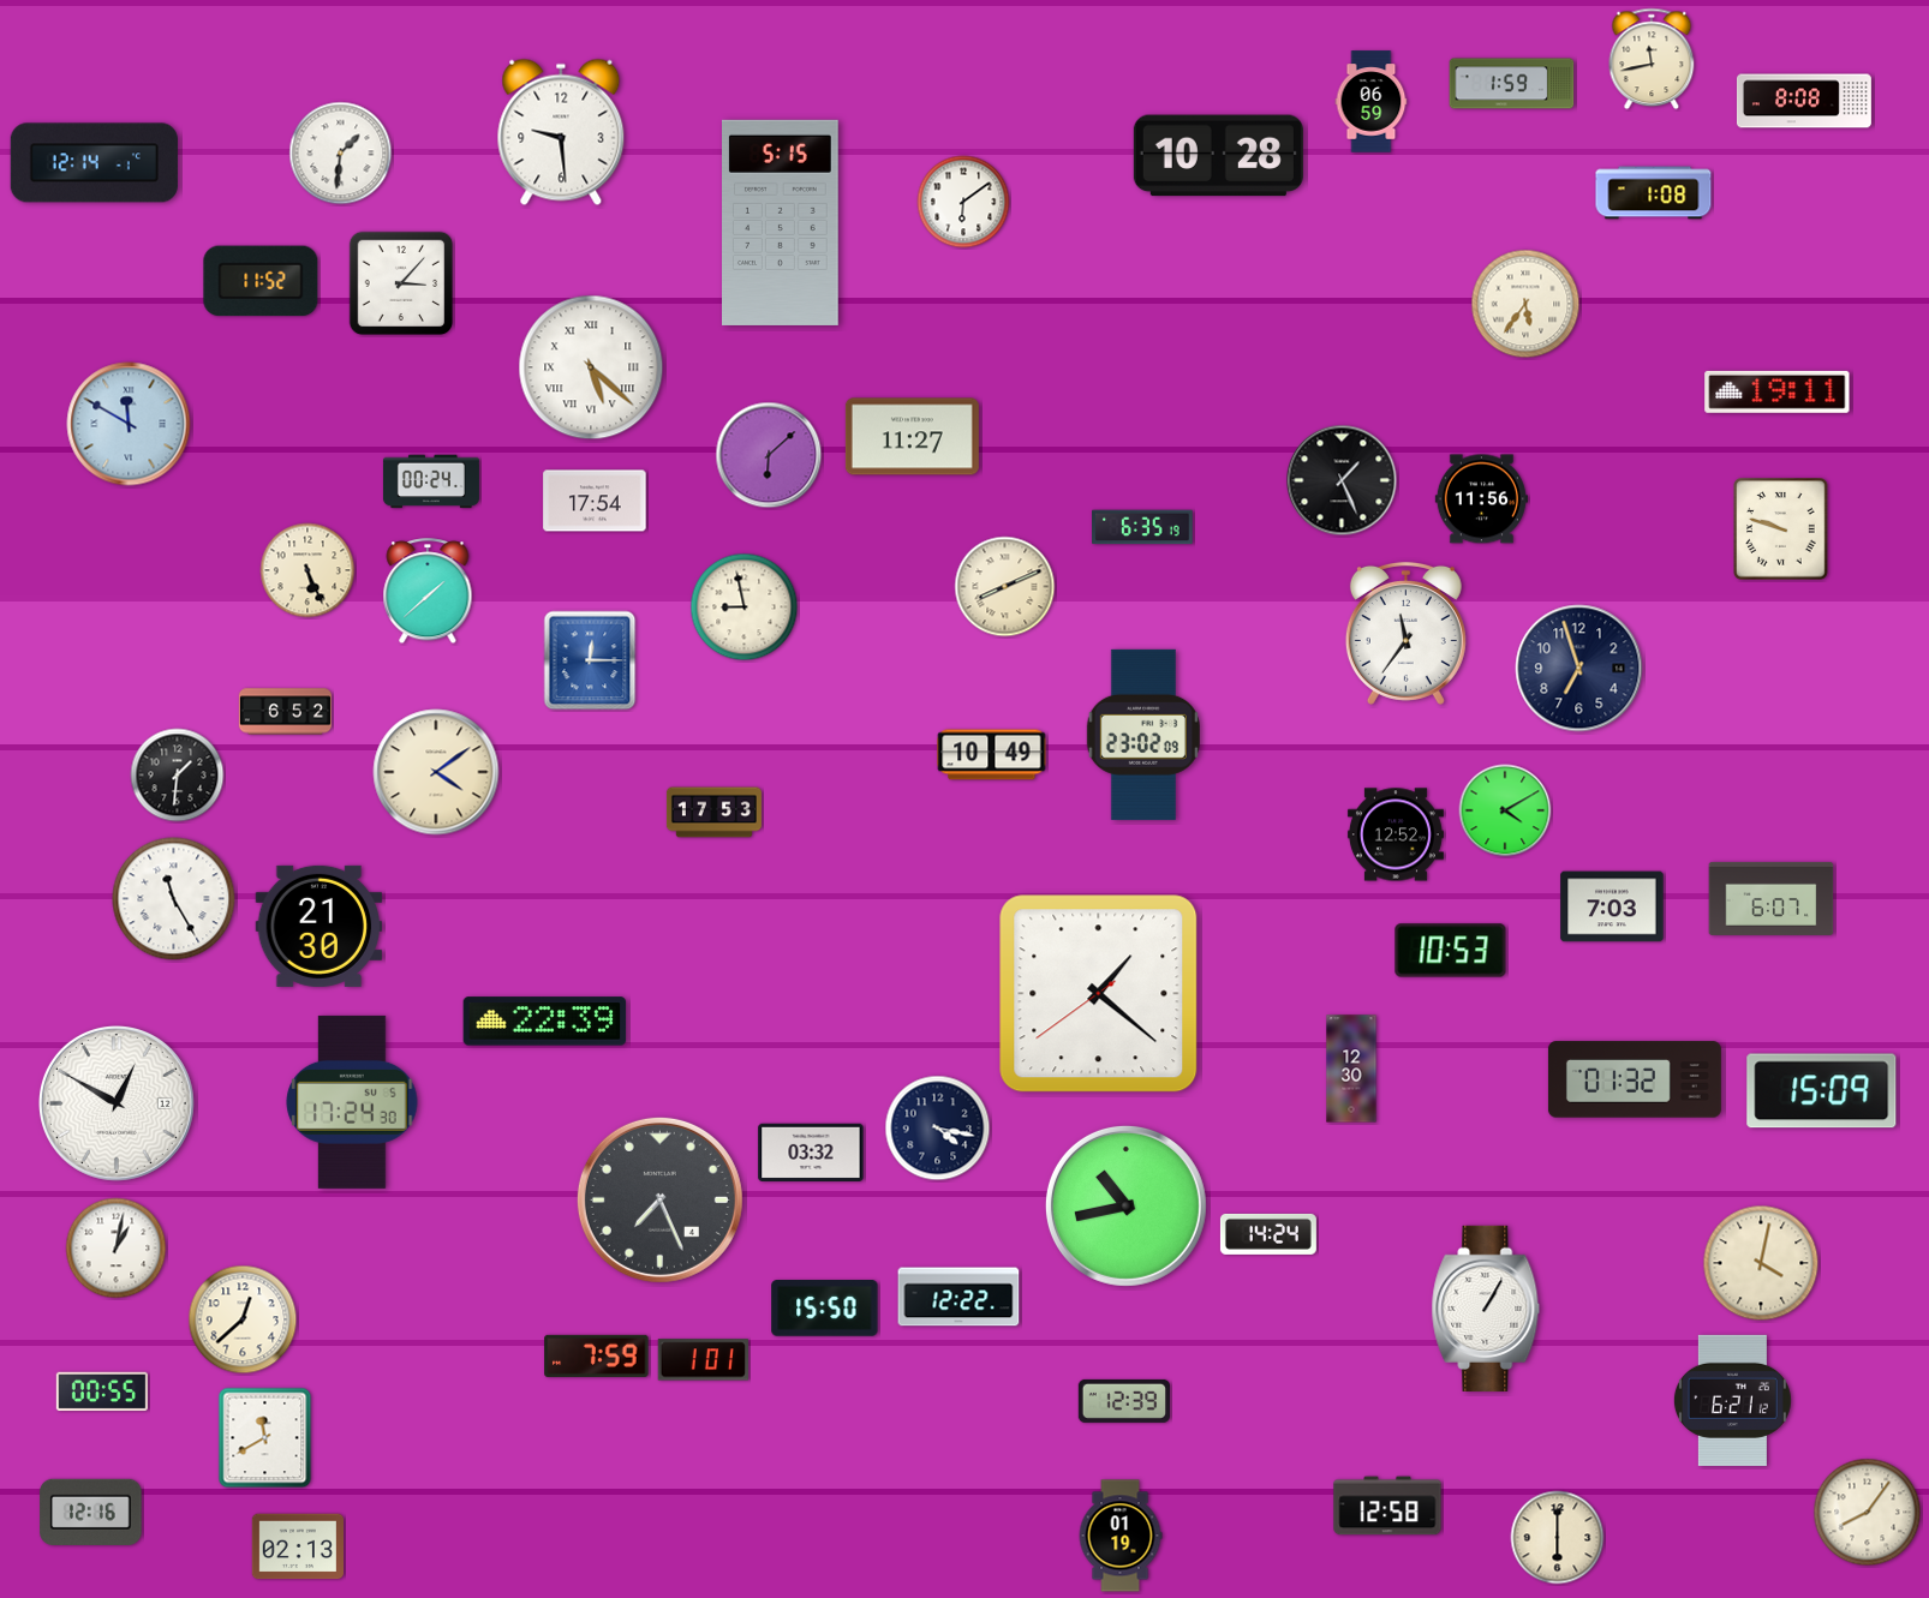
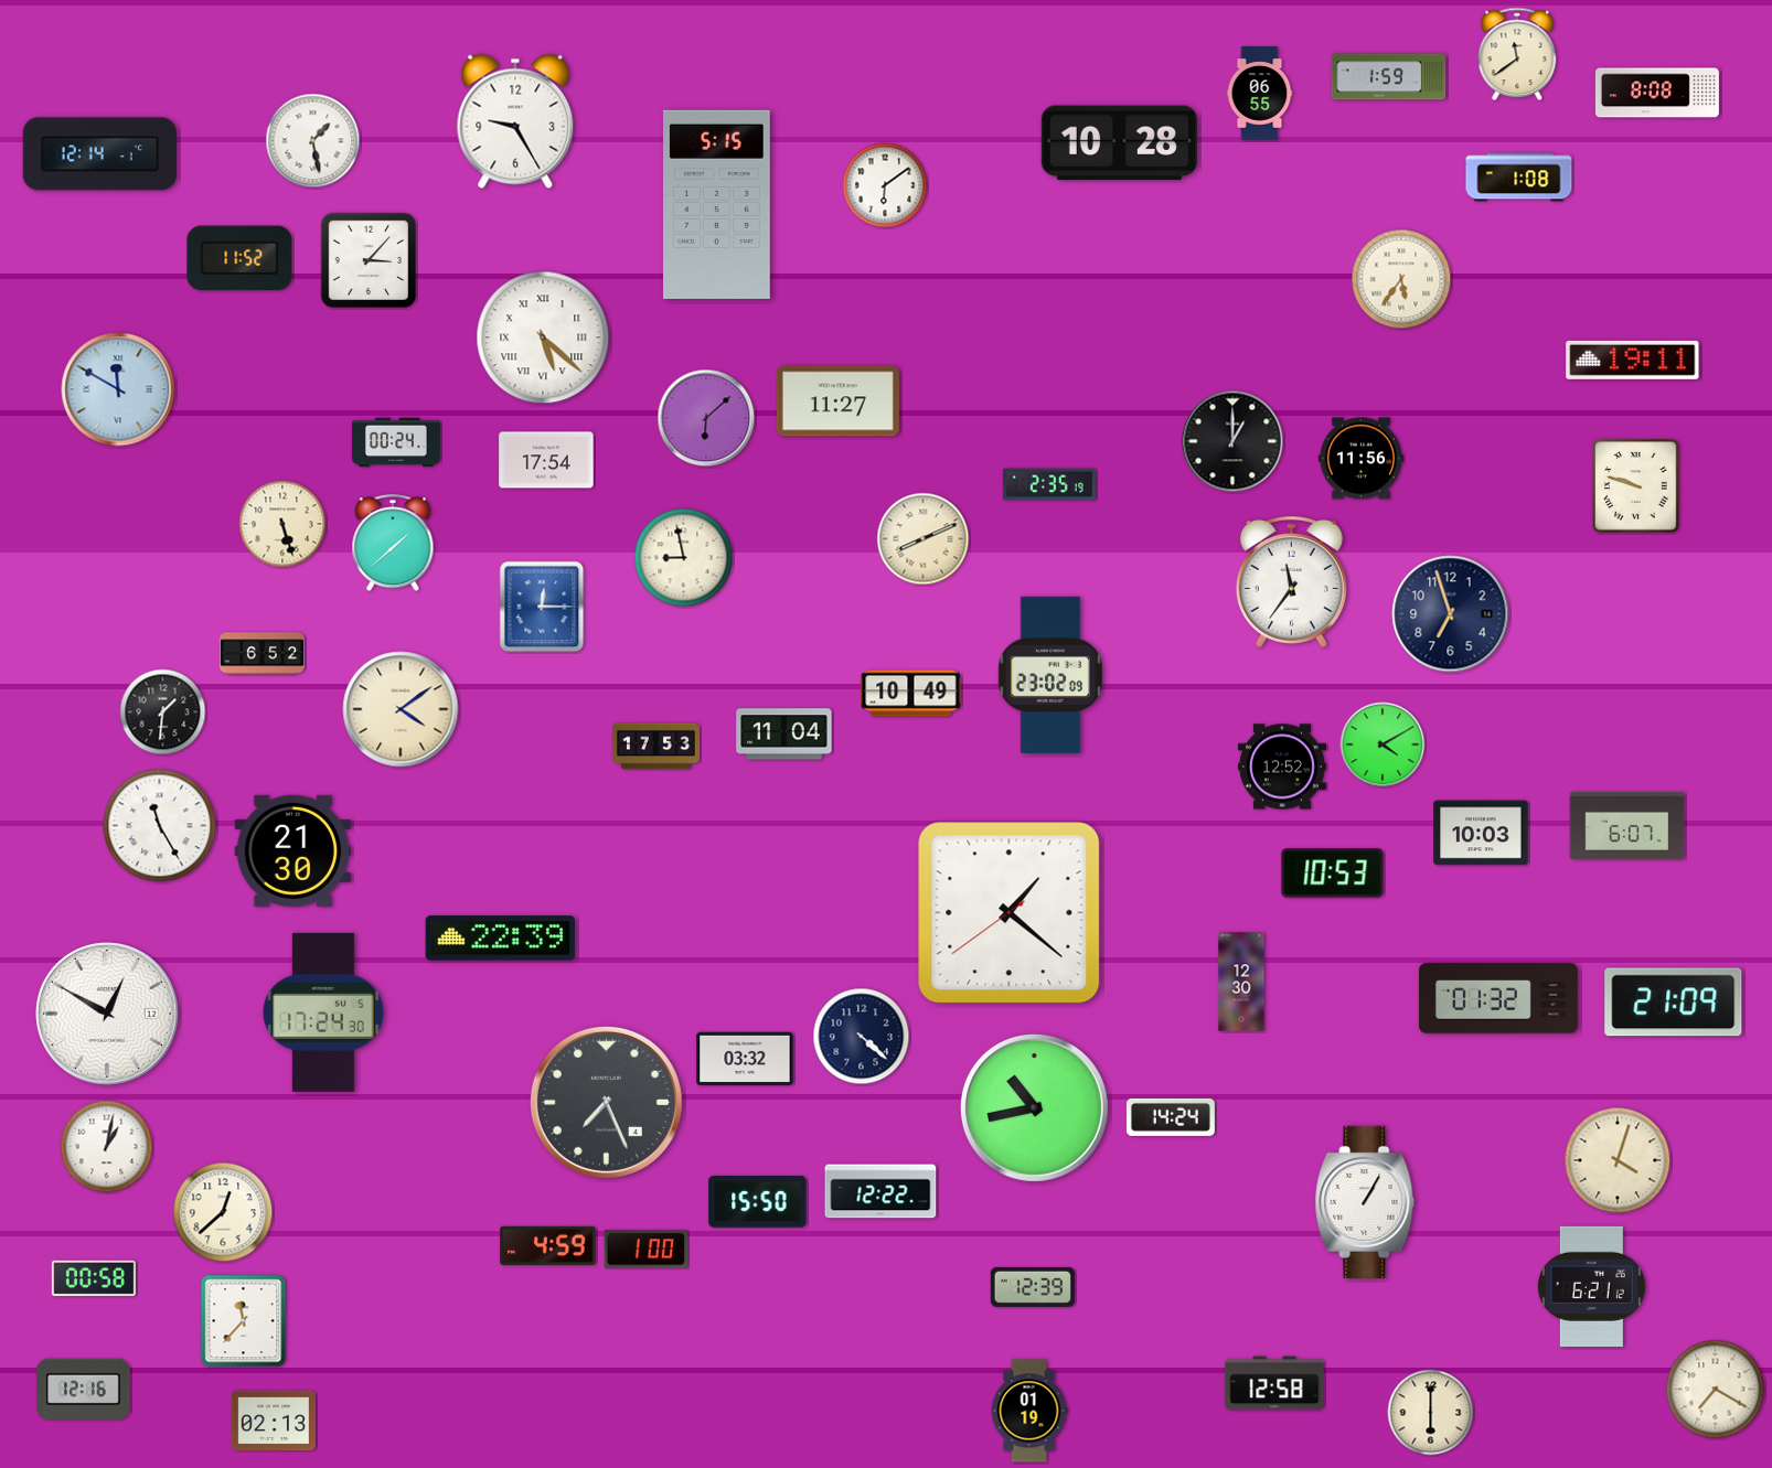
clock at (1652, 59): 11:43 -> 11:39
clock at (1372, 102): 06:59 -> 06:55
clock at (561, 132): 9:29 -> 9:25
clock at (341, 154): 1:31 -> 1:28
clock at (94, 163) position: (94, 163) -> (99, 154)
clock at (1342, 480): 1:26 -> 1:00
clock at (1142, 527): 6:35 -> 2:35
clock at (307, 570): 5:26 -> 5:27
clock at (784, 735): none -> 11:04
clock at (1612, 906): 7:03 -> 10:03
clock at (1635, 1079) position: (1635, 1079) -> (1498, 998)
clock at (1822, 1091): 15:09 -> 21:09
clock at (938, 1129): 4:17 -> 4:22
clock at (1268, 1234) position: (1268, 1234) -> (1171, 1117)
clock at (1761, 1263): 4:02 -> 4:03
clock at (597, 1355): 7:59 -> 4:59
clock at (703, 1360): 1:01 -> 1:00
clock at (101, 1391): 00:55 -> 00:58
clock at (265, 1438): 11:40 -> 11:37
clock at (1868, 1513): 8:06 -> 7:20
